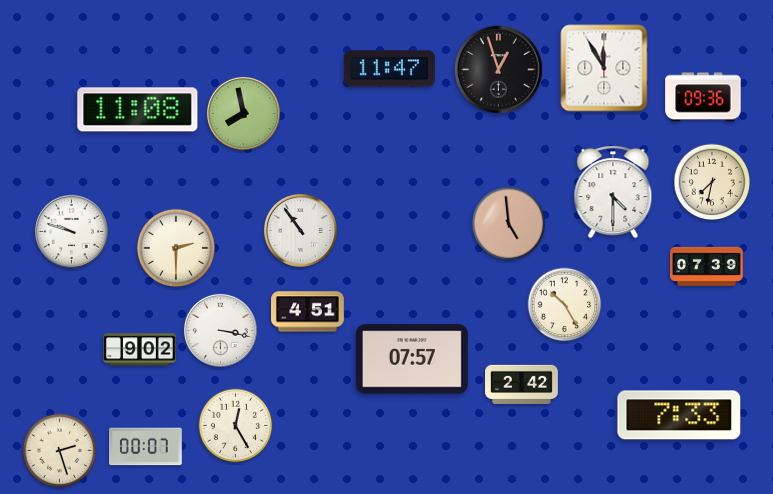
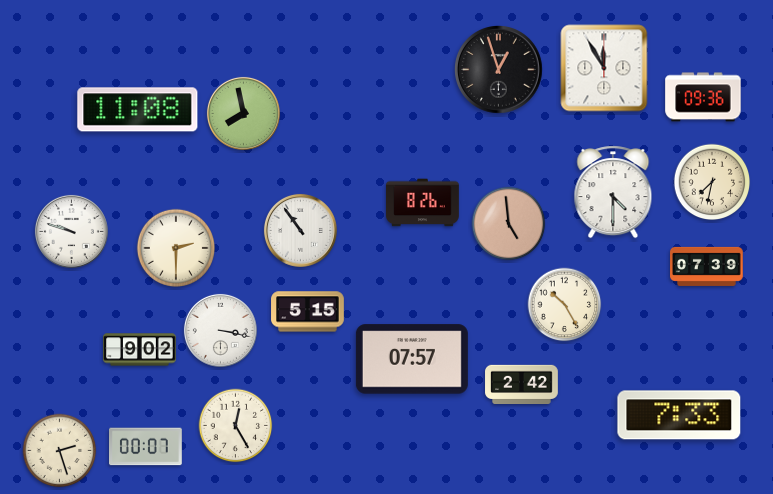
clock at (389, 69): 11:47 -> none
clock at (423, 203): none -> 8:26
clock at (308, 312): 4:51 -> 5:15
